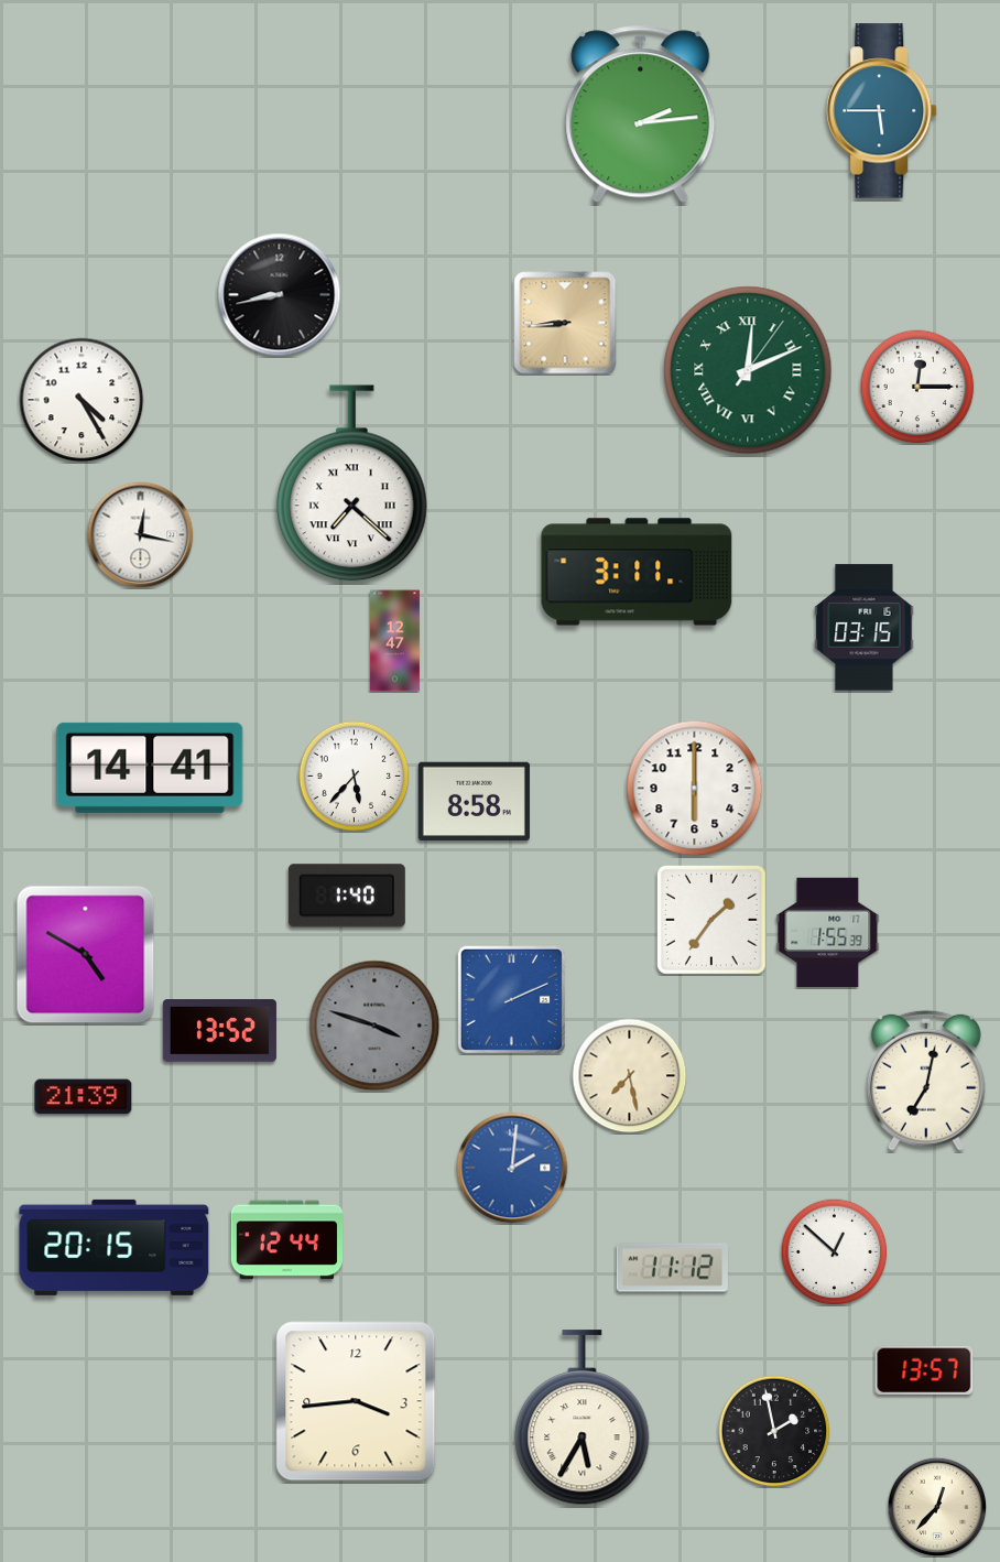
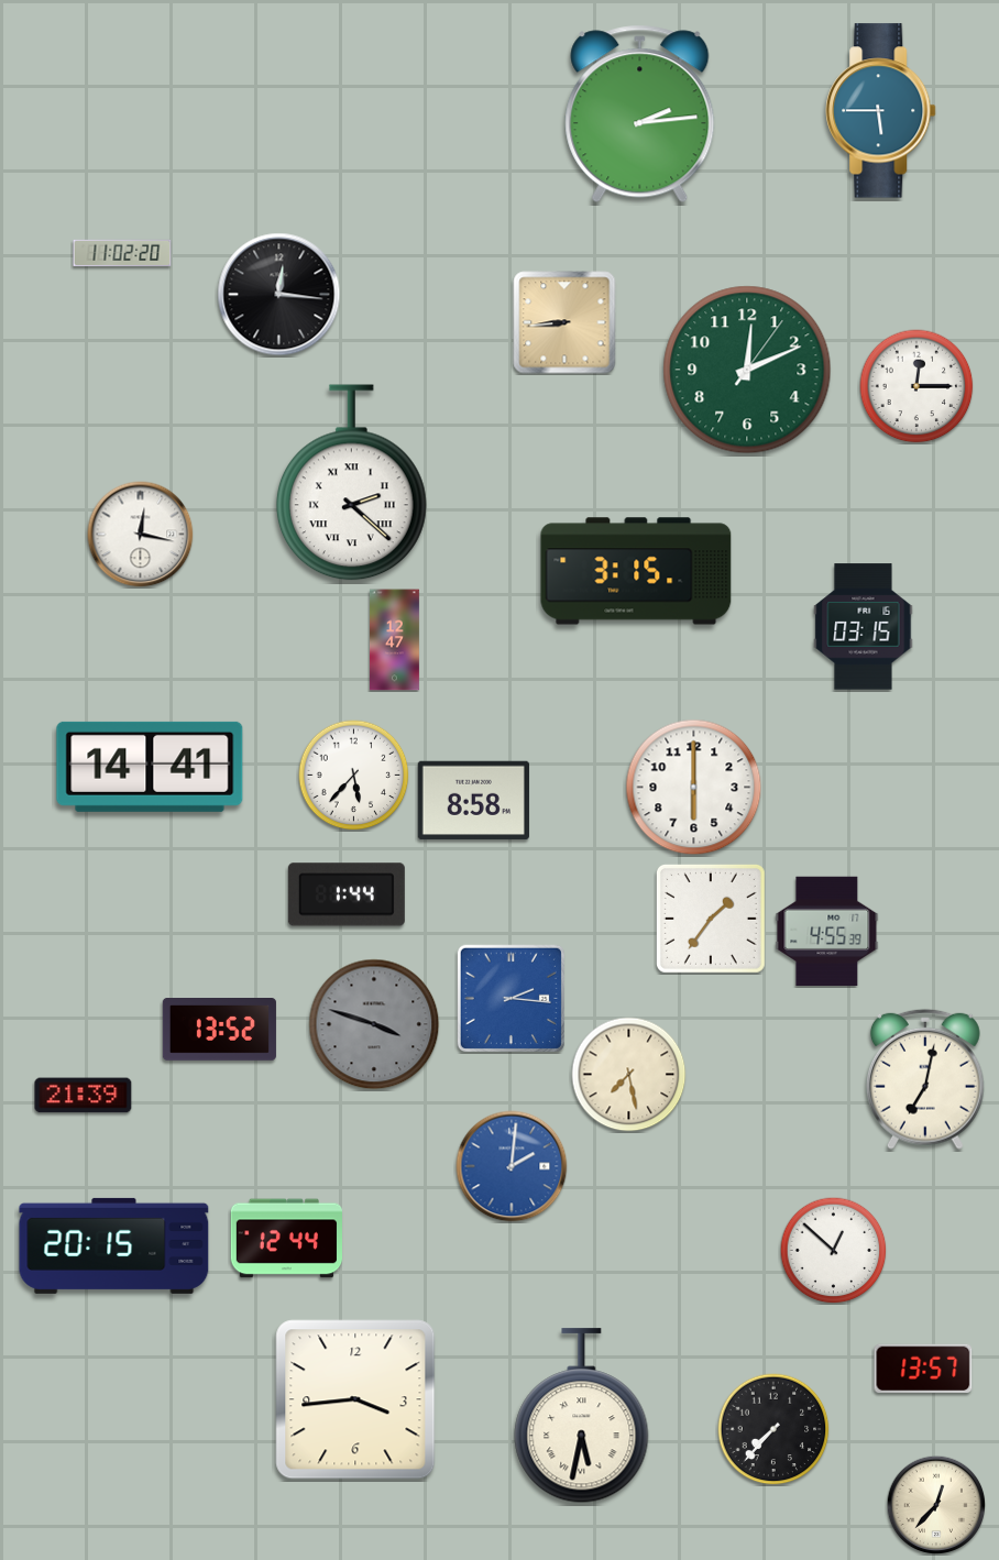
clock at (122, 253): none -> 11:02
clock at (280, 295): 8:43 -> 12:16
clock at (748, 370) numerals: Roman -> Arabic
clock at (81, 400): 4:25 -> none
clock at (351, 484): 7:22 -> 2:22
clock at (637, 572): 3:11 -> 3:15
clock at (347, 896): 1:40 -> 1:44
clock at (828, 933): 1:55 -> 4:55
clock at (86, 955): 4:50 -> none
clock at (511, 999): 2:11 -> 2:16
clock at (672, 1268): 11:12 -> none
clock at (583, 1418): 5:35 -> 5:32
clock at (774, 1431): 1:58 -> 7:37
